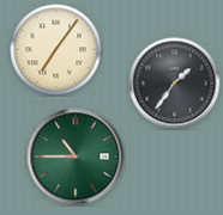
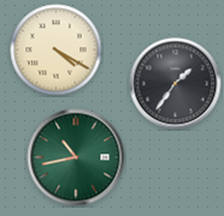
clock at (56, 50): 7:06 -> 4:20
clock at (76, 156): 10:45 -> 10:43
